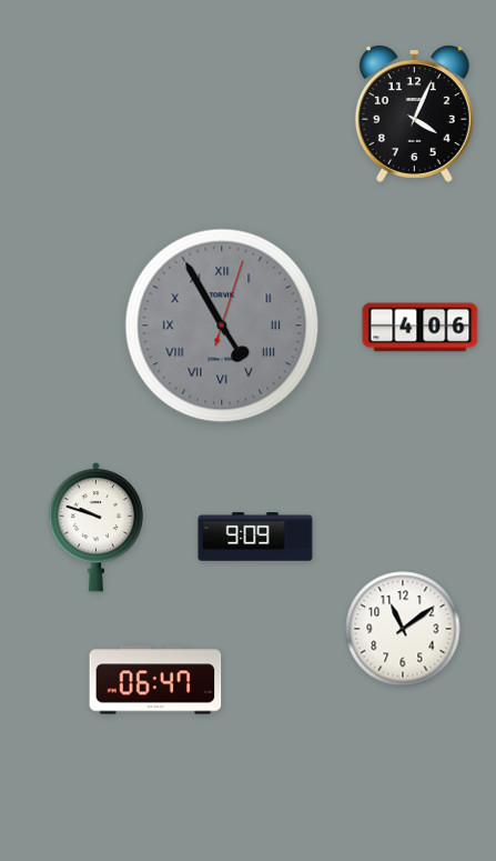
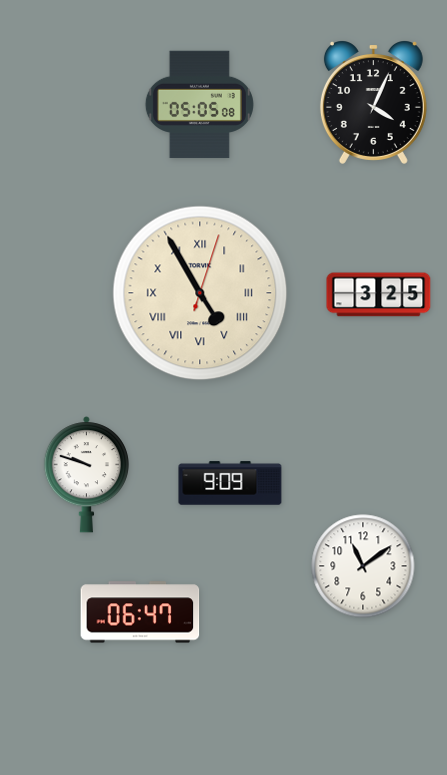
clock at (199, 105): none -> 05:05
clock at (222, 326) dial: grey -> cream
clock at (421, 328): 4:06 -> 3:25
